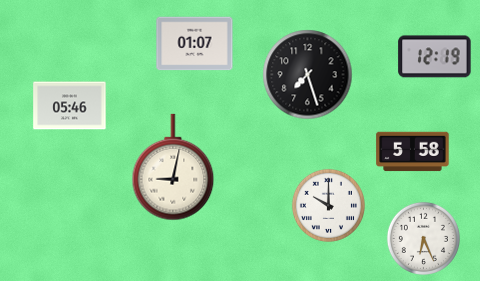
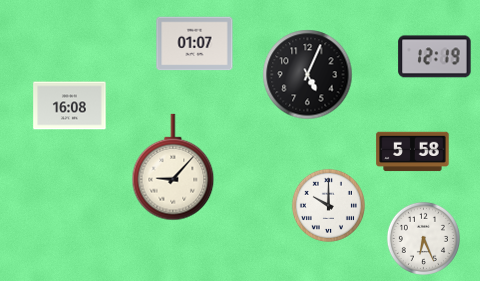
clock at (308, 75): 7:27 -> 5:04
clock at (70, 106): 05:46 -> 16:08
clock at (173, 167): 9:02 -> 9:07
